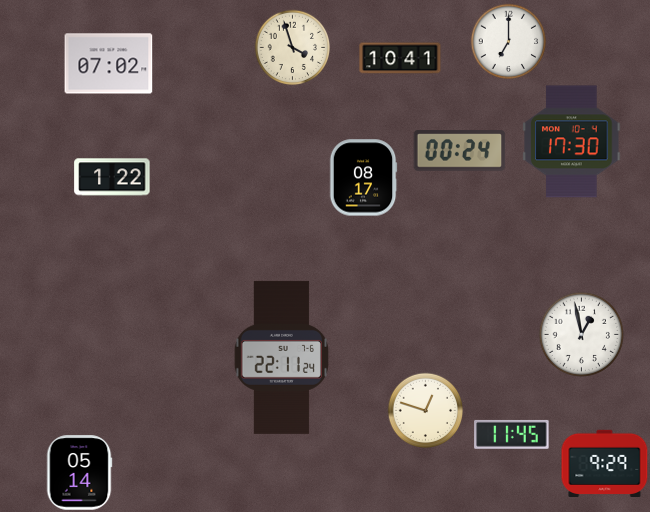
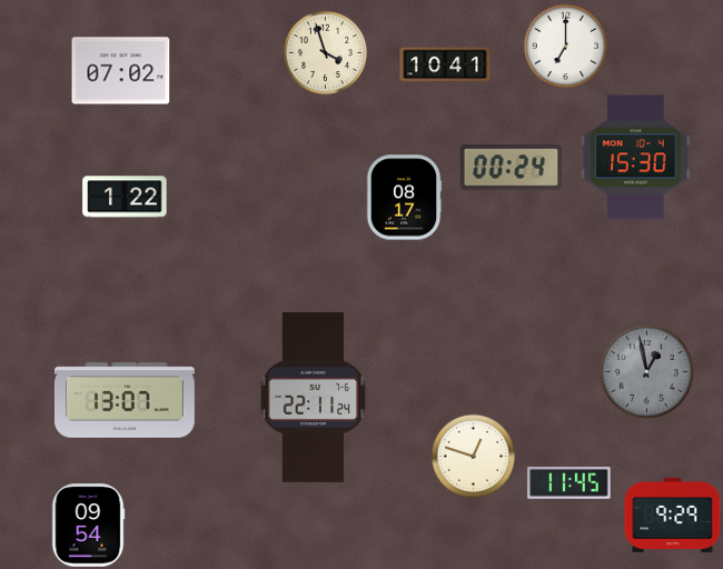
clock at (572, 142): 17:30 -> 15:30
clock at (581, 334) dial: white -> grey
clock at (125, 400): none -> 13:07
clock at (79, 473): 05:14 -> 09:54
